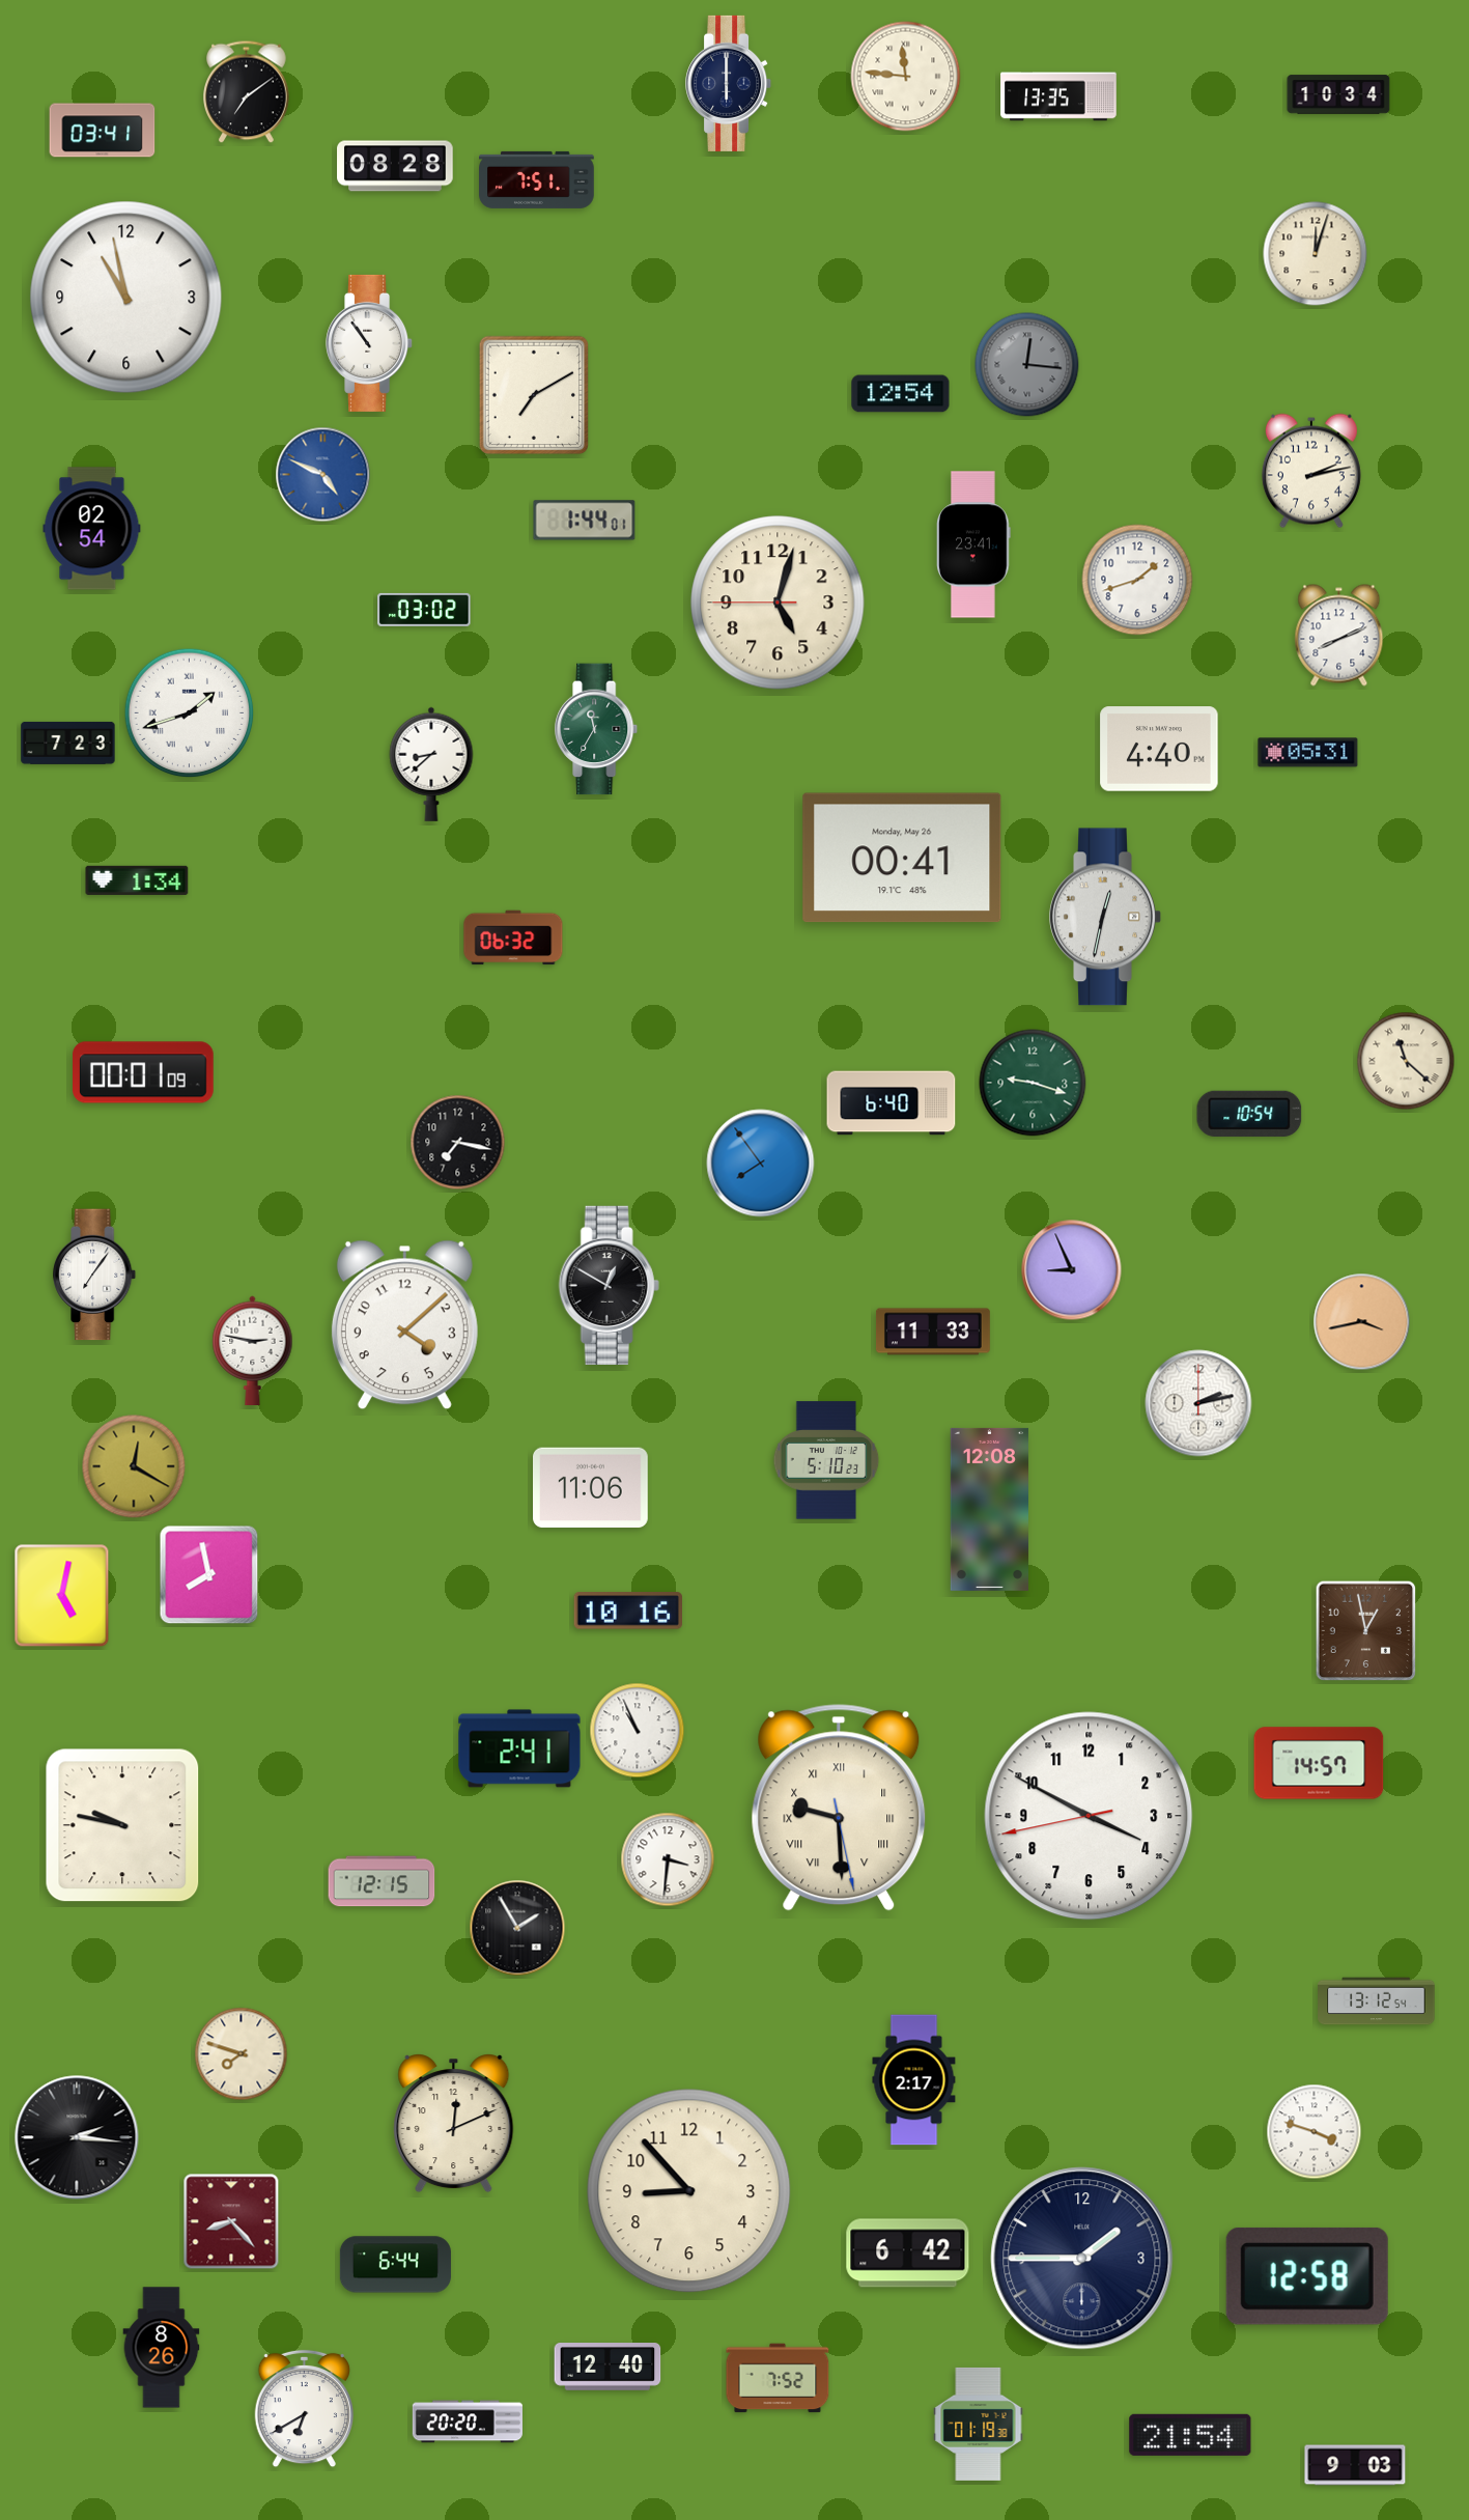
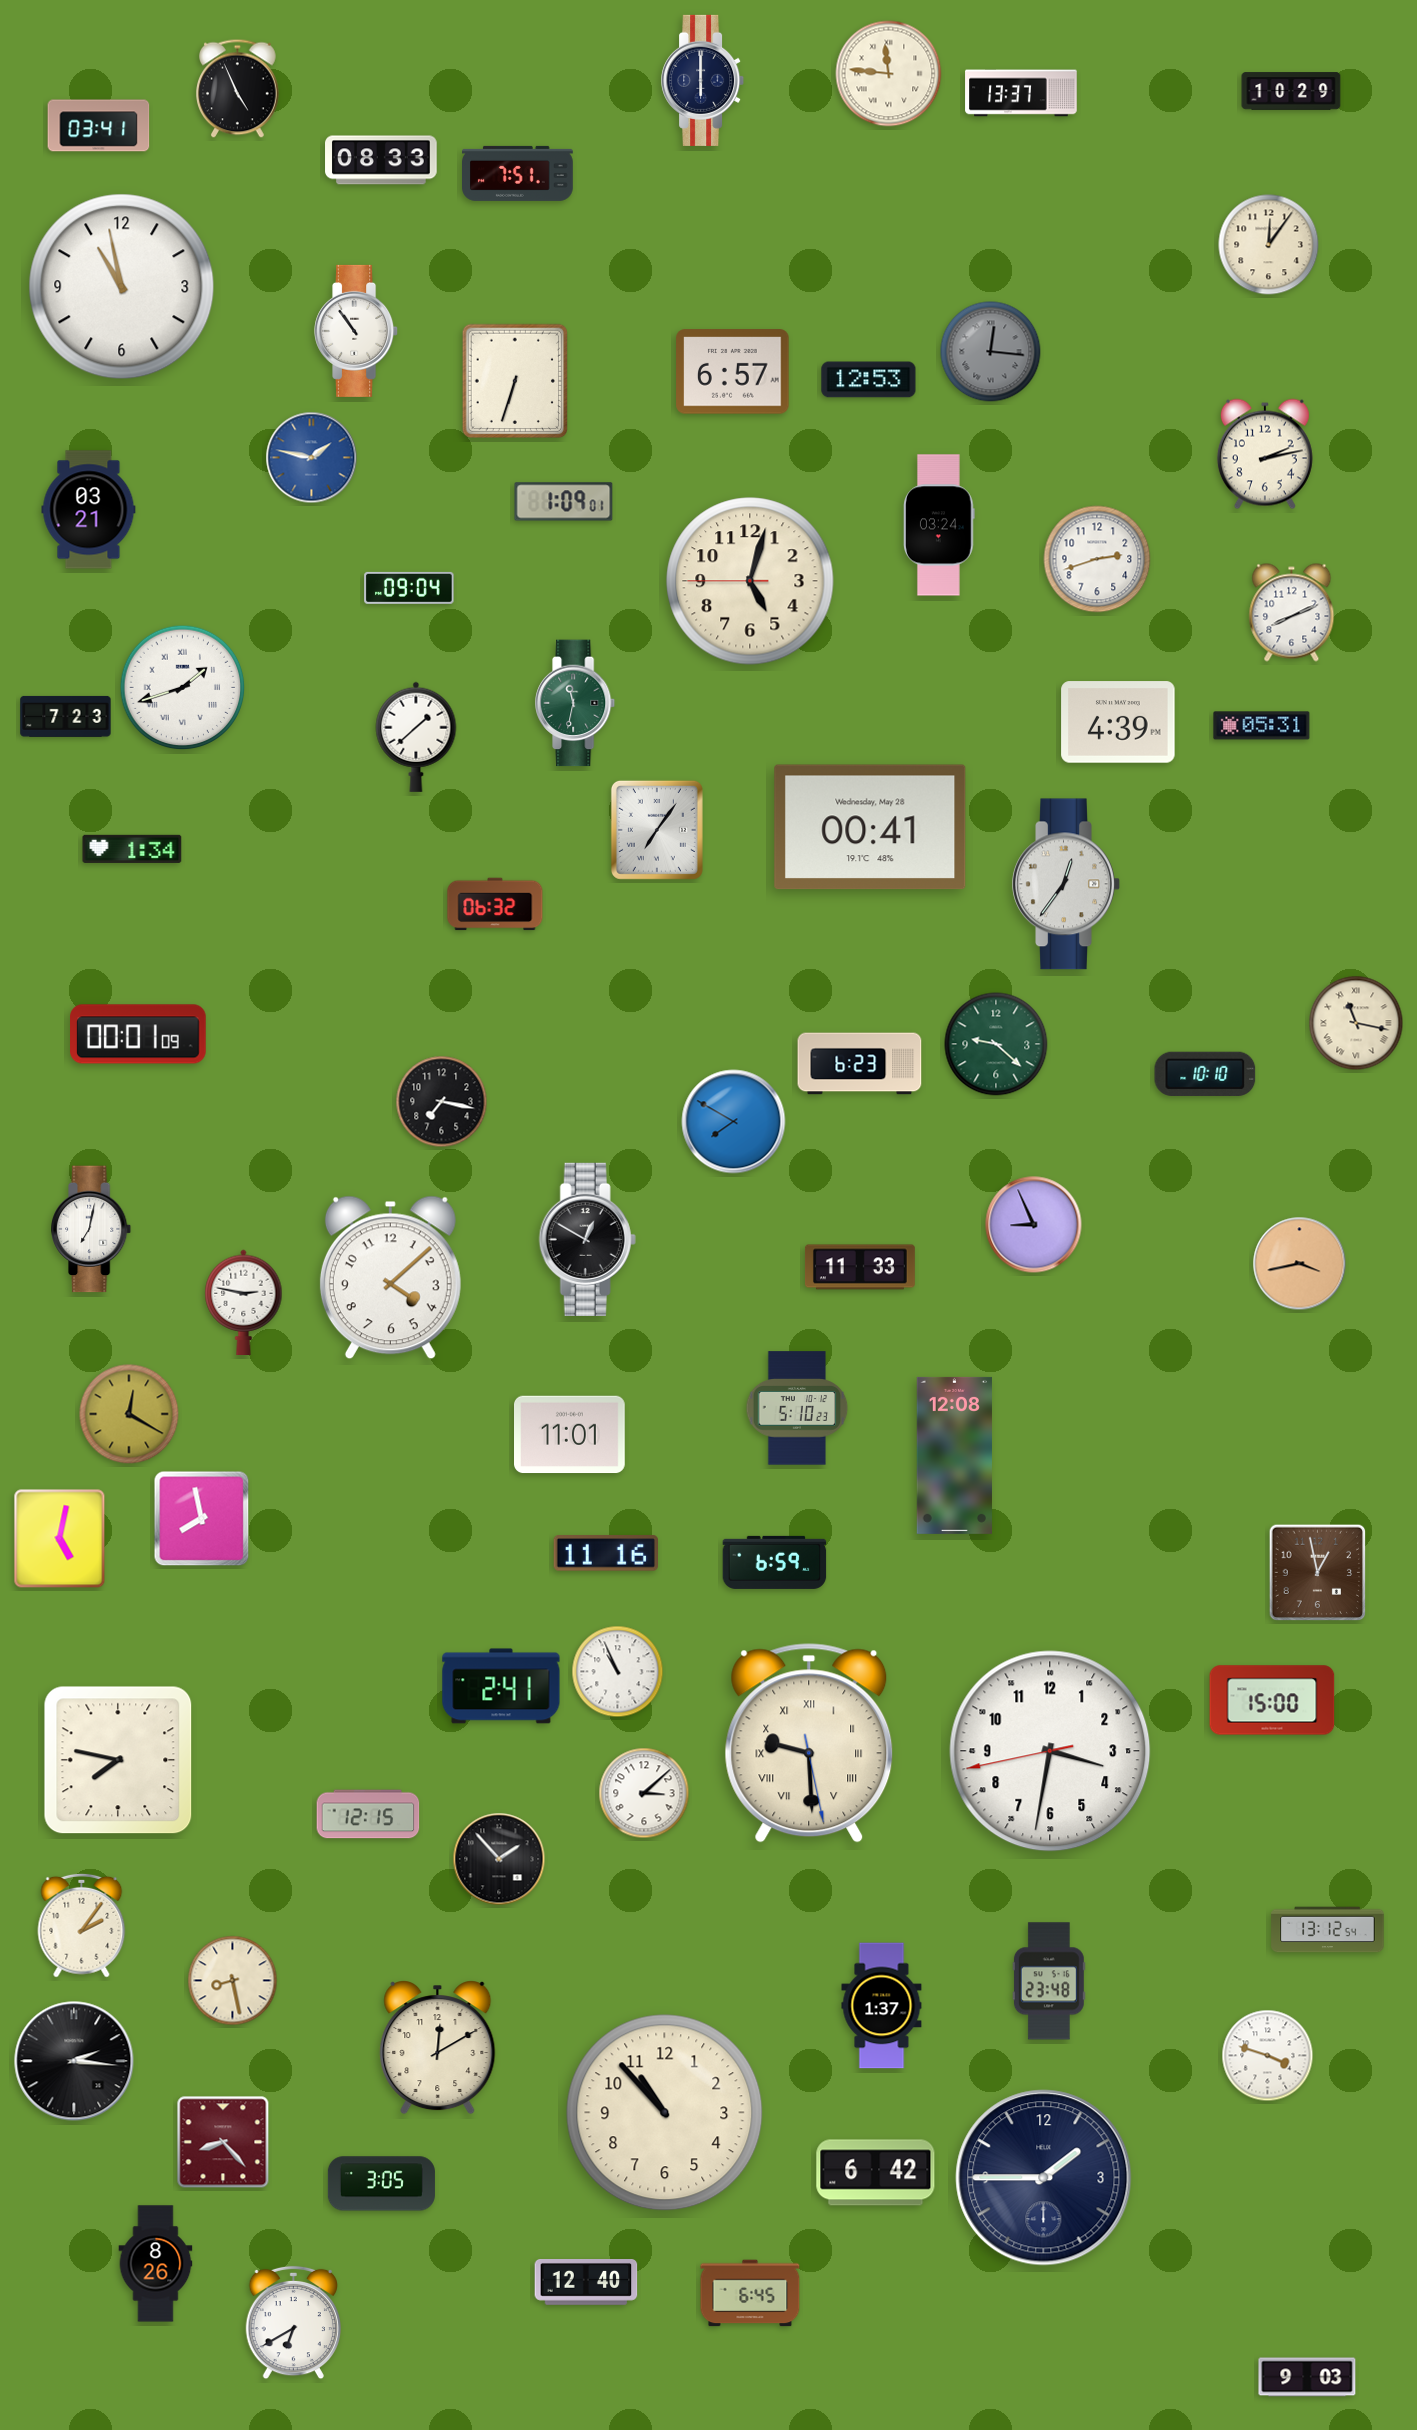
clock at (906, 77) position: (906, 77) -> (889, 74)
clock at (247, 92): 7:09 -> 4:56
clock at (1338, 94): 10:34 -> 10:29
clock at (1058, 96): 13:35 -> 13:37
clock at (395, 166): 08:28 -> 08:33
clock at (1316, 254): 12:03 -> 12:06
clock at (733, 372): none -> 6:57
clock at (901, 394): 12:54 -> 12:53
clock at (534, 395): 7:10 -> 6:33
clock at (323, 475): 4:49 -> 1:47
clock at (585, 521): 1:44 -> 1:09
clock at (92, 529): 02:54 -> 03:21
clock at (973, 544): 23:41 -> 03:24
clock at (1137, 580): 1:42 -> 2:42
clock at (424, 610): 03:02 -> 09:04
clock at (597, 729): 11:35 -> 11:32
clock at (1159, 749): 4:40 -> 4:39
clock at (431, 764): 8:38 -> 1:38
clock at (902, 858) date: Monday, May 26 -> Wednesday, May 28
clock at (657, 830): none -> 7:06
clock at (1105, 917): 12:32 -> 12:36
clock at (1406, 1061): 11:22 -> 11:17
clock at (1033, 1083): 9:18 -> 9:22
clock at (892, 1103): 6:40 -> 6:23
clock at (1249, 1114): 10:54 -> 10:10
clock at (761, 1164): 7:54 -> 7:50
clock at (95, 1275): 7:06 -> 7:02
clock at (1362, 1322) position: (1362, 1322) -> (1300, 1264)
clock at (933, 1332) position: (933, 1332) -> (860, 1267)
clock at (1198, 1403): 2:13 -> none
clock at (591, 1488): 11:06 -> 11:01
clock at (627, 1611): 10:16 -> 11:16
clock at (775, 1562): none -> 6:59
clock at (638, 1731) position: (638, 1731) -> (618, 1672)
clock at (1319, 1763): 14:57 -> 15:00
clock at (1089, 1816): 3:49 -> 3:31
clock at (122, 1825): 9:47 -> 7:47
clock at (668, 1859): 3:31 -> 3:08
clock at (517, 1928): 1:55 -> 1:53
clock at (82, 1925): none -> 2:06
clock at (242, 2054): 7:48 -> 8:28
clock at (1049, 1981): none -> 23:48
clock at (914, 2080): 2:17 -> 1:37
clock at (454, 2124): 12:11 -> 12:10
clock at (689, 2191): 8:53 -> 10:53
clock at (395, 2265): 6:44 -> 3:05
clock at (1307, 2276): 12:58 -> none
clock at (778, 2378): 7:52 -> 6:45
clock at (468, 2421): 20:20 -> none
clock at (979, 2424): 01:19 -> none
clock at (1190, 2435): 21:54 -> none
